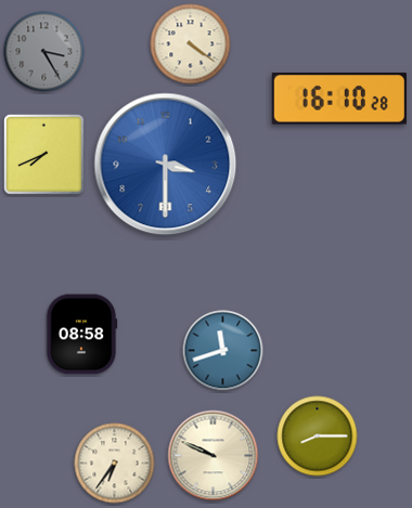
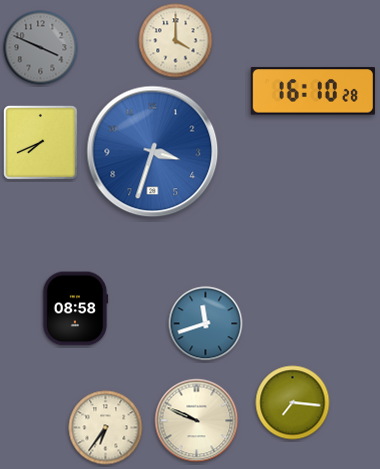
clock at (191, 44): 4:21 -> 4:00
clock at (44, 52): 3:25 -> 3:49
clock at (166, 165): 3:30 -> 3:33
clock at (318, 437): 8:15 -> 7:16
